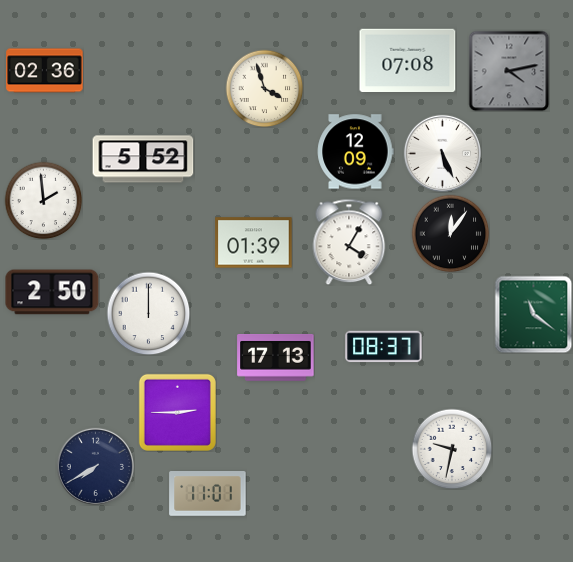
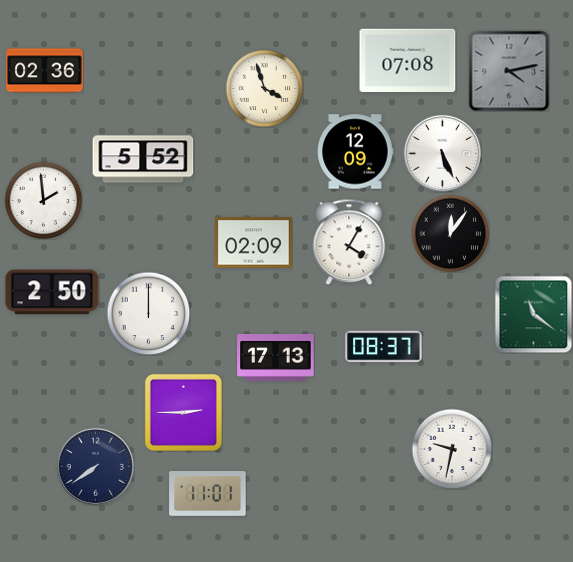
clock at (254, 243): 01:39 -> 02:09
clock at (177, 412) position: (177, 412) -> (183, 412)
clock at (95, 466): 7:40 -> 7:39
